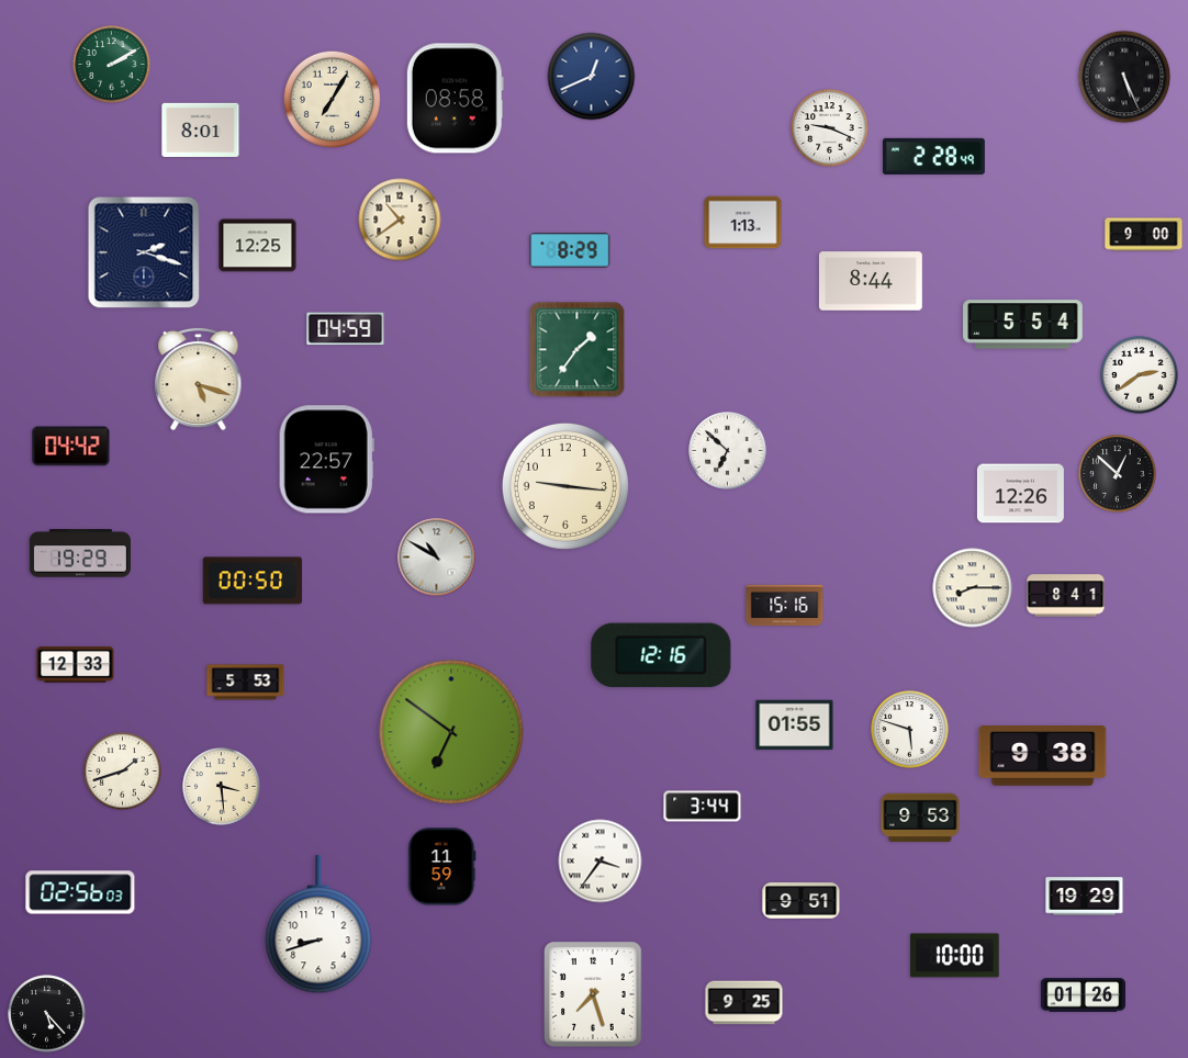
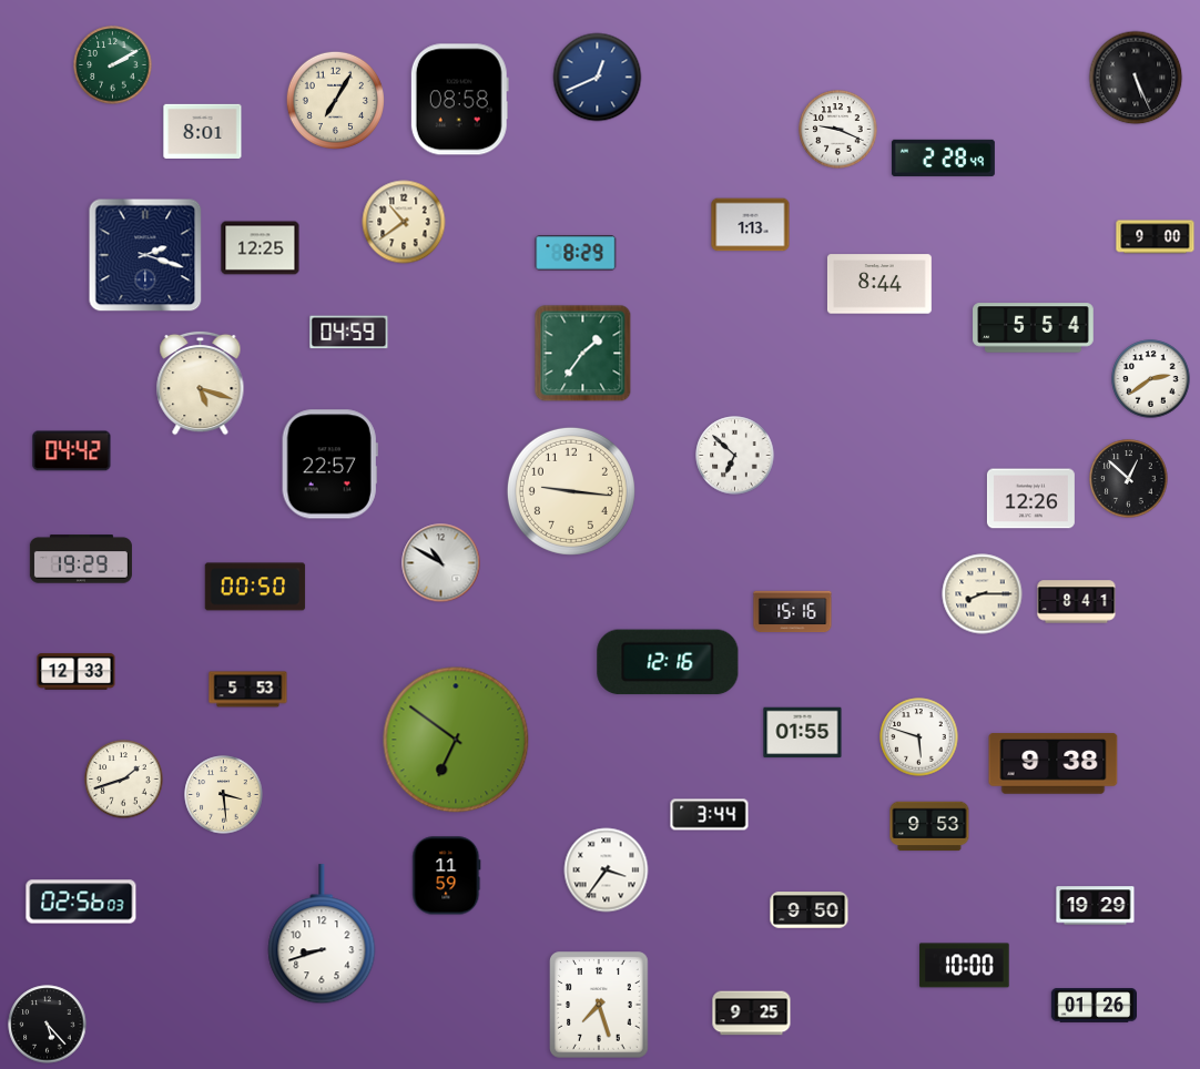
clock at (802, 901): 9:51 -> 9:50
